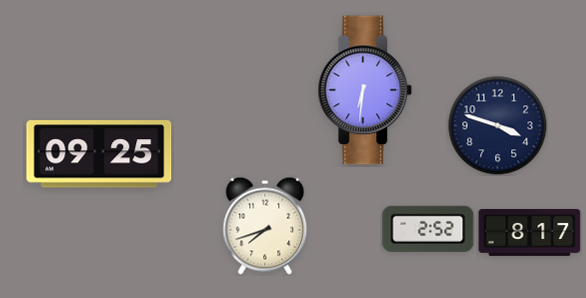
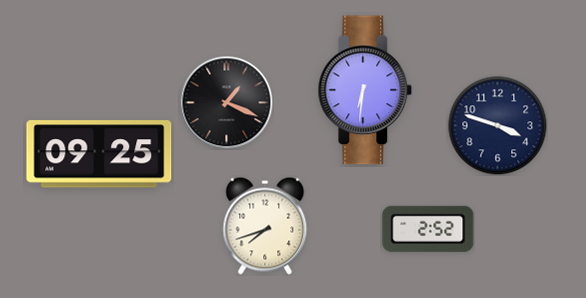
clock at (226, 102): none -> 1:19
clock at (530, 232): 8:17 -> none
